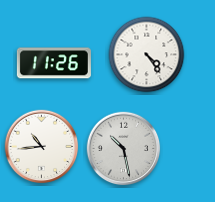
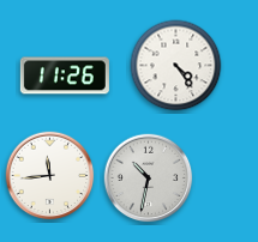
clock at (42, 147): 10:44 -> 11:44
clock at (124, 149): 10:28 -> 10:32
